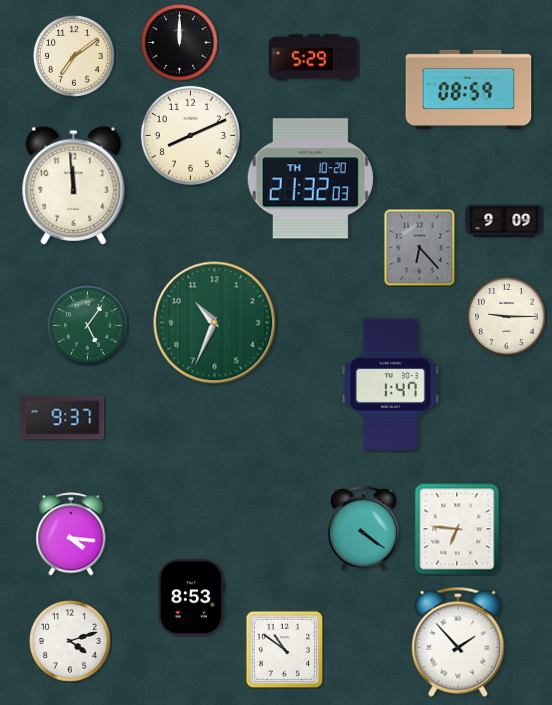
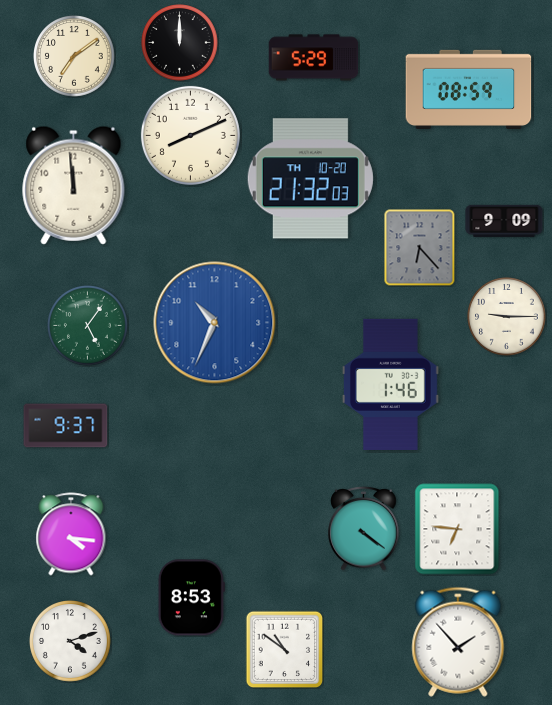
clock at (215, 323) dial: green -> blue
clock at (390, 384): 1:47 -> 1:46
clock at (63, 418) position: (63, 418) -> (66, 426)
